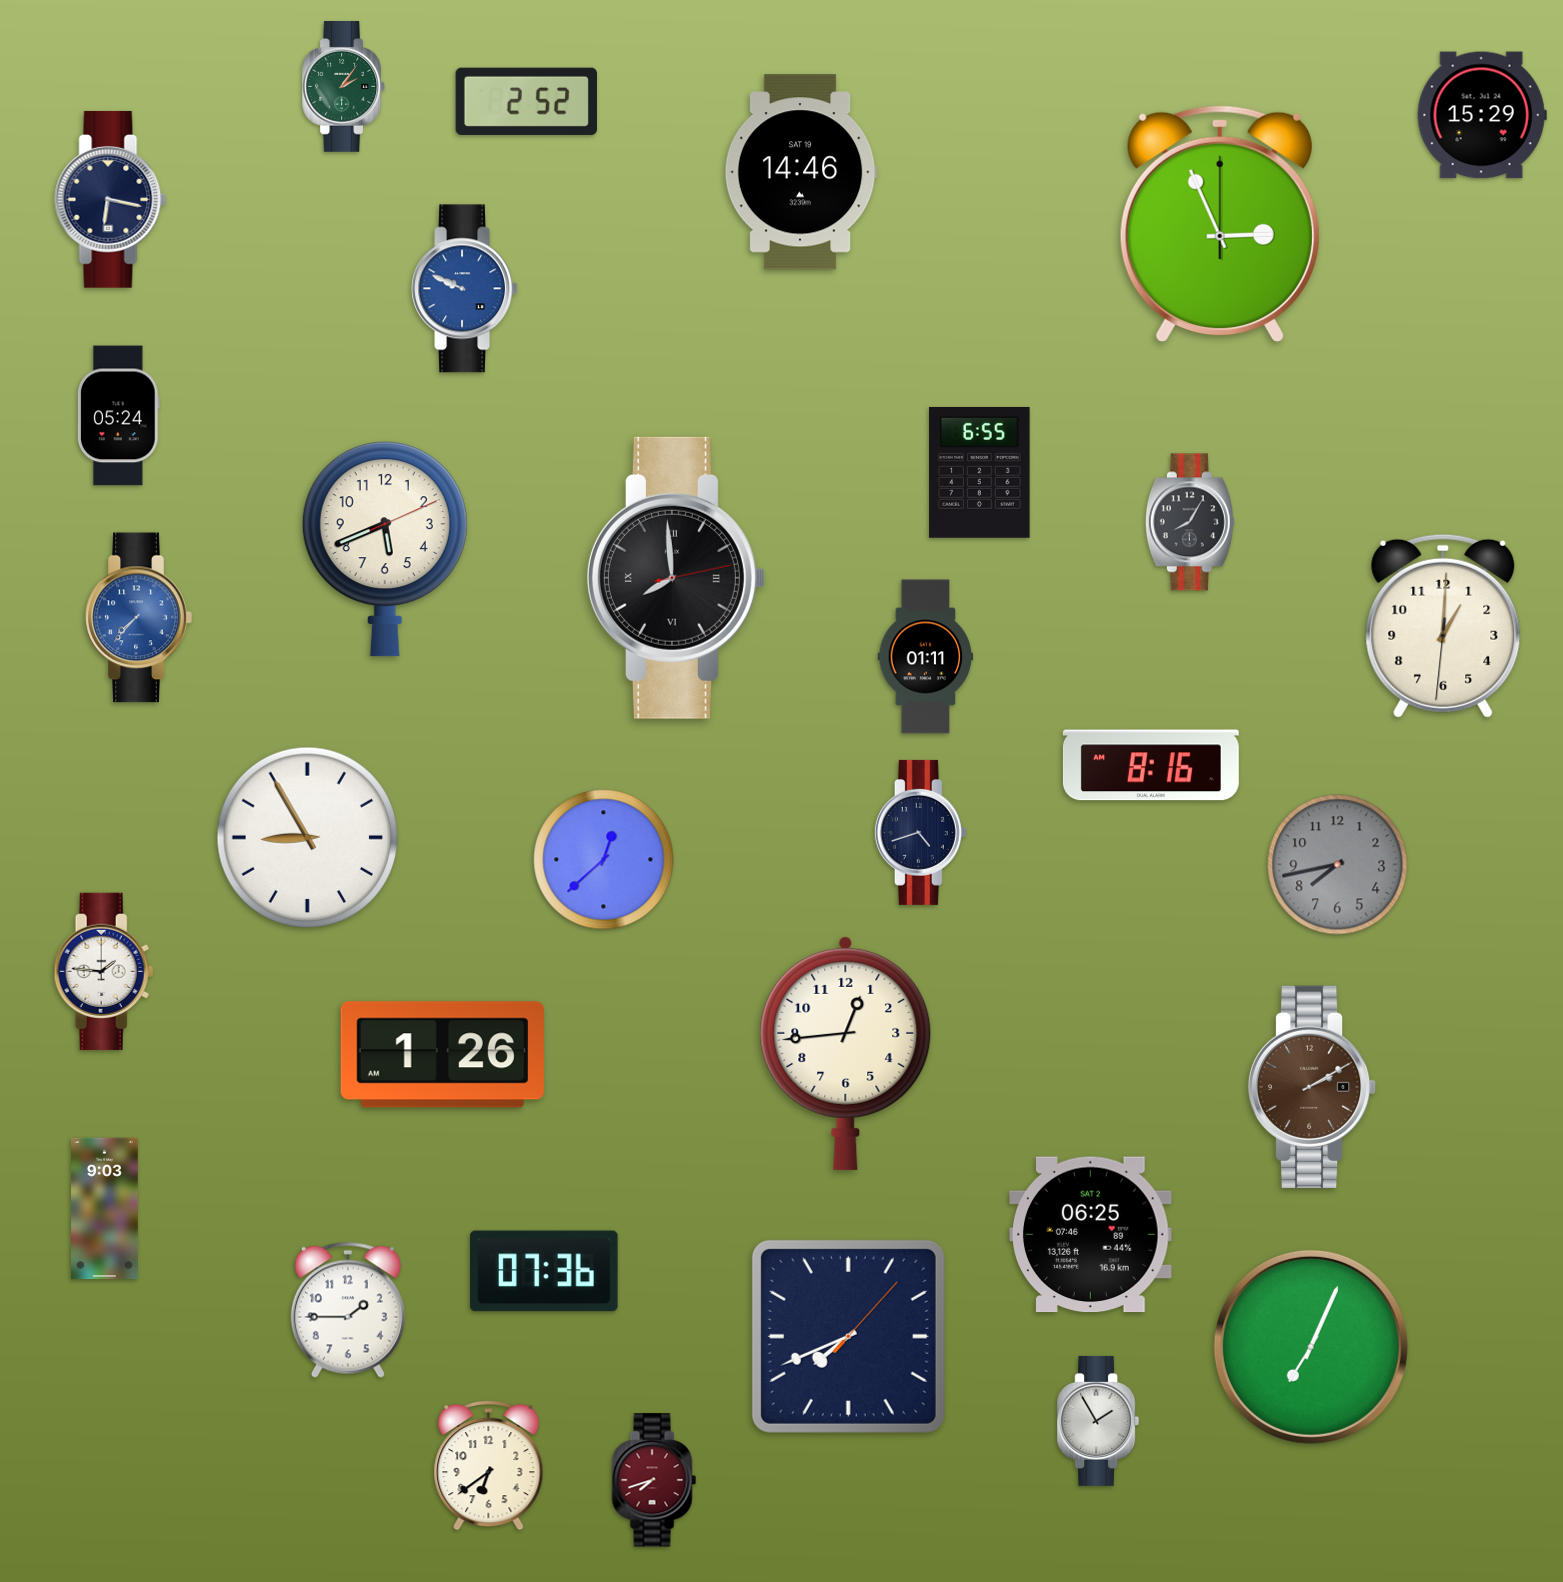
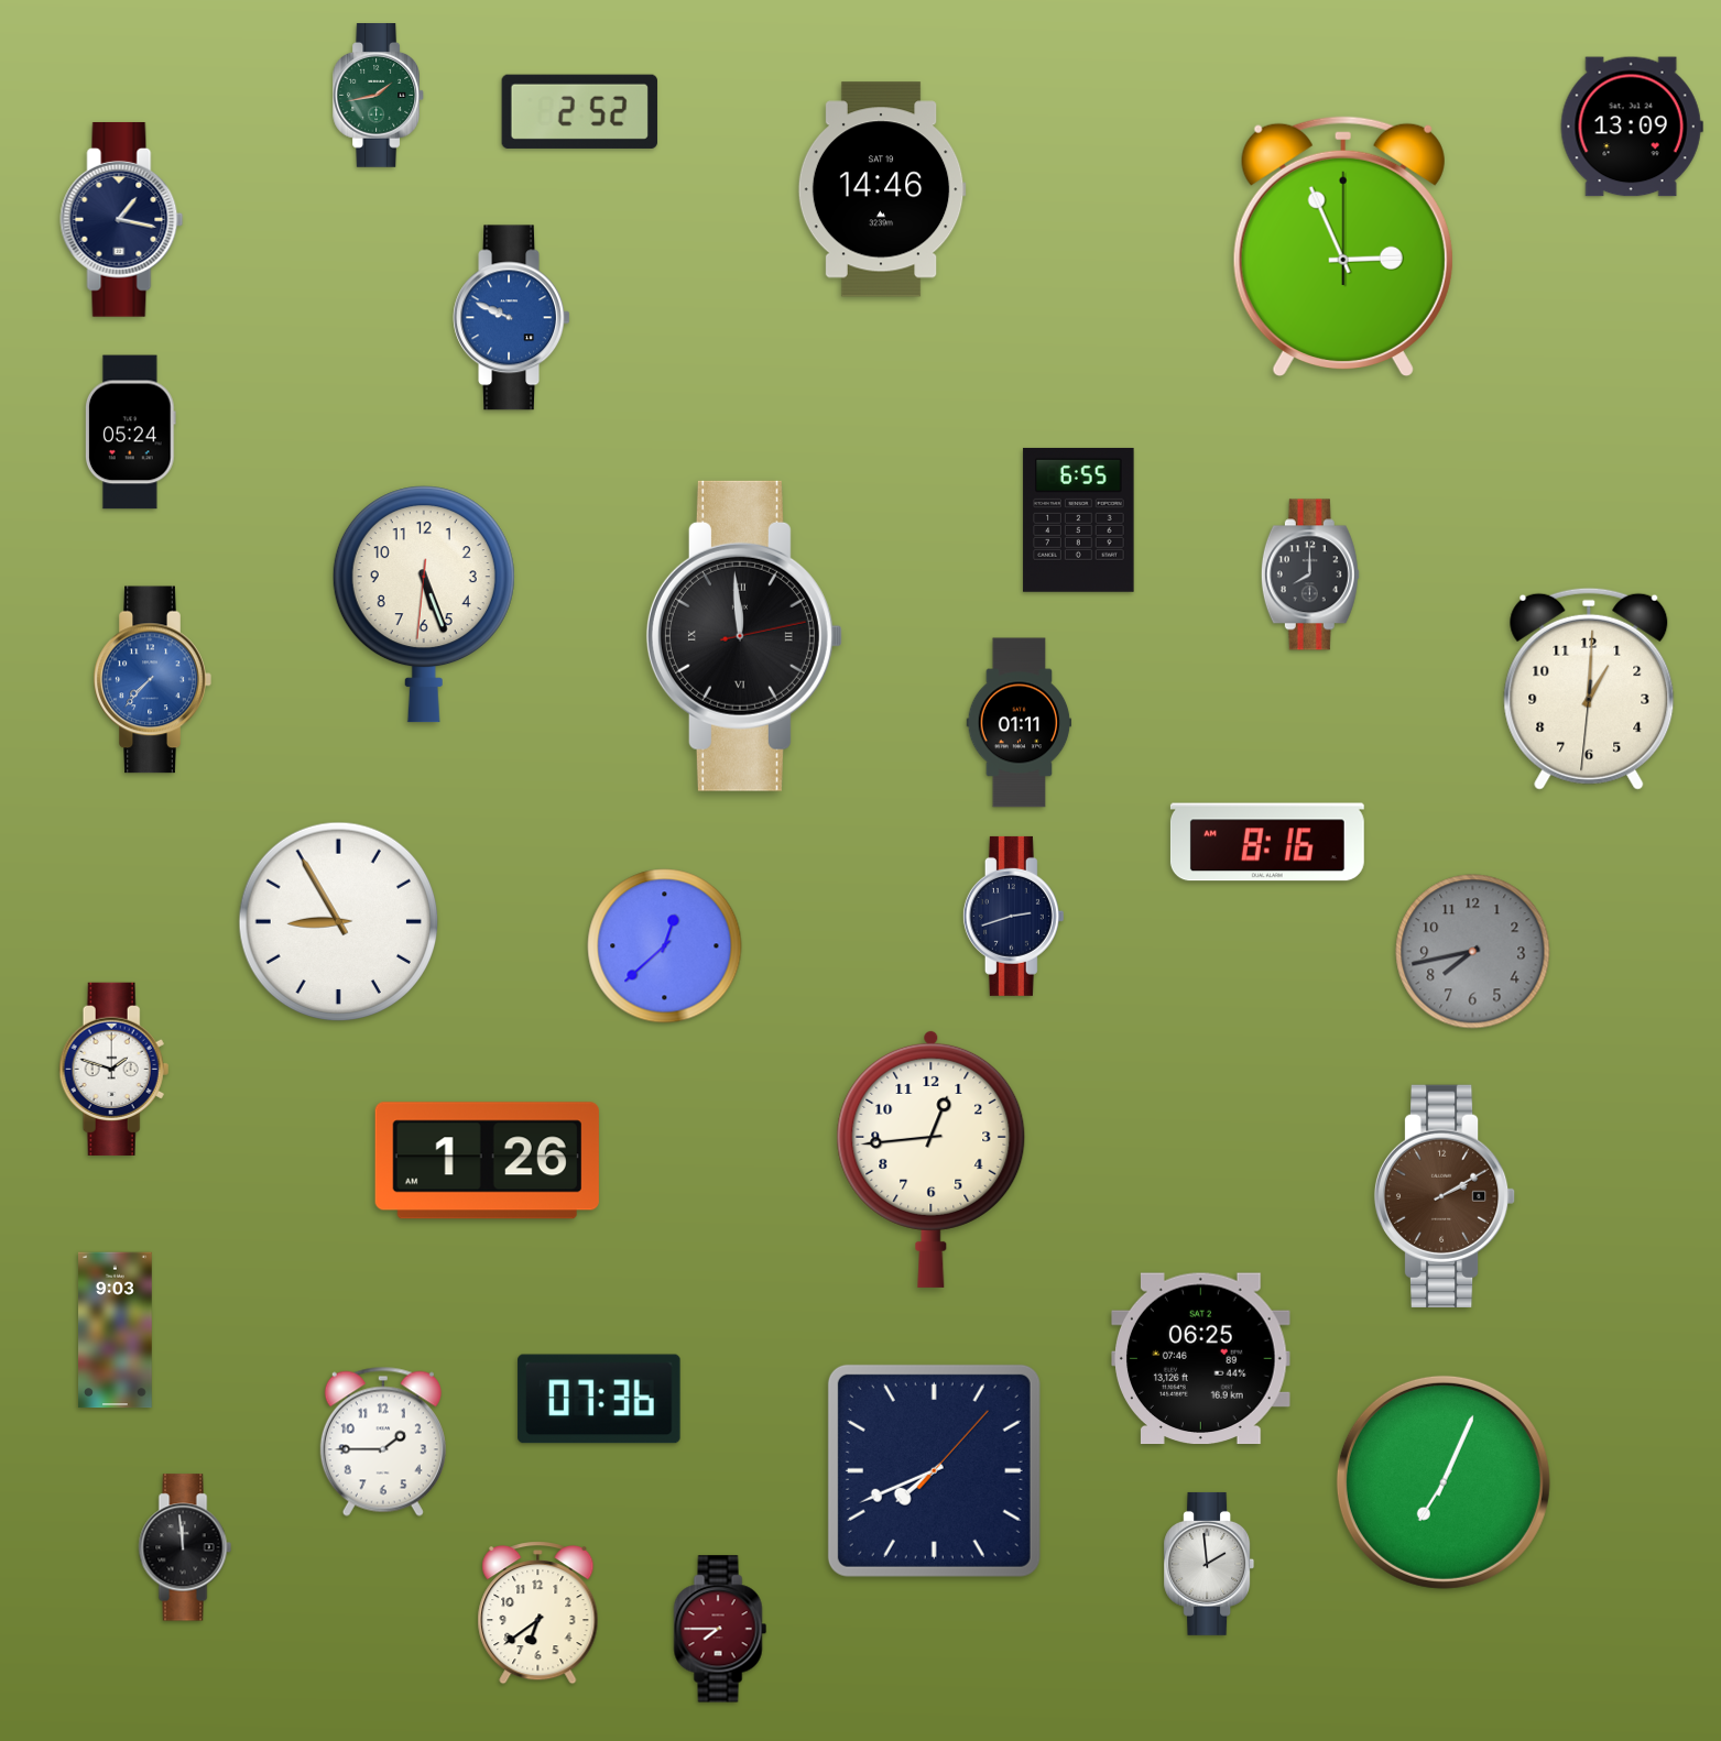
clock at (343, 87): 2:06 -> 1:43
clock at (1482, 115): 15:29 -> 13:09
clock at (111, 200): 6:17 -> 1:17
clock at (118, 416) position: (118, 416) -> (130, 432)
clock at (1190, 522): 8:05 -> 8:00
clock at (385, 549): 5:41 -> 5:26
clock at (676, 578): 7:59 -> 11:59
clock at (920, 832): 4:42 -> 2:42
clock at (104, 971): 1:46 -> 1:48
clock at (185, 1547): none -> 11:59
clock at (1098, 1421): 1:55 -> 1:59
clock at (654, 1480): 7:42 -> 7:45
